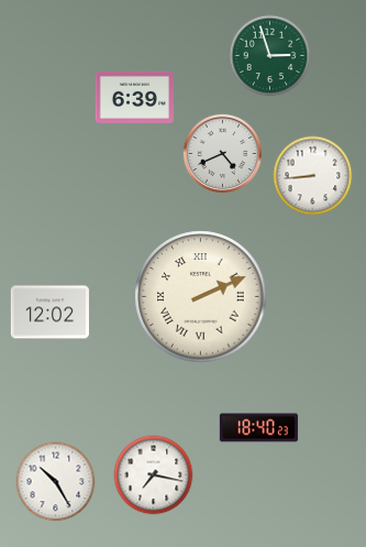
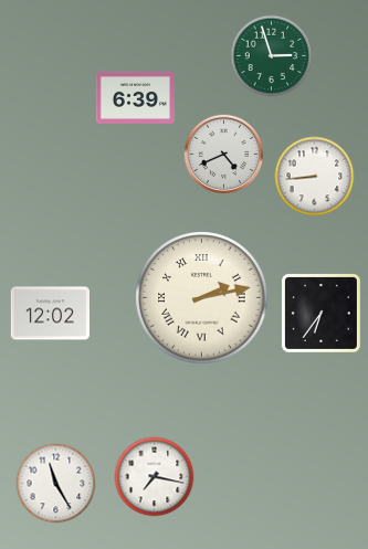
clock at (201, 297): 2:11 -> 2:13
clock at (320, 313): none -> 6:36
clock at (258, 428): 18:40 -> none
clock at (56, 482): 10:25 -> 11:25
